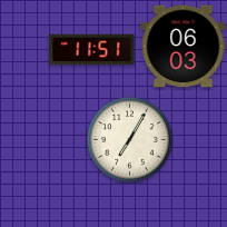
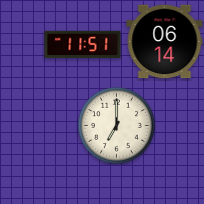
clock at (184, 47): 06:03 -> 06:14
clock at (130, 140): 7:05 -> 7:00
